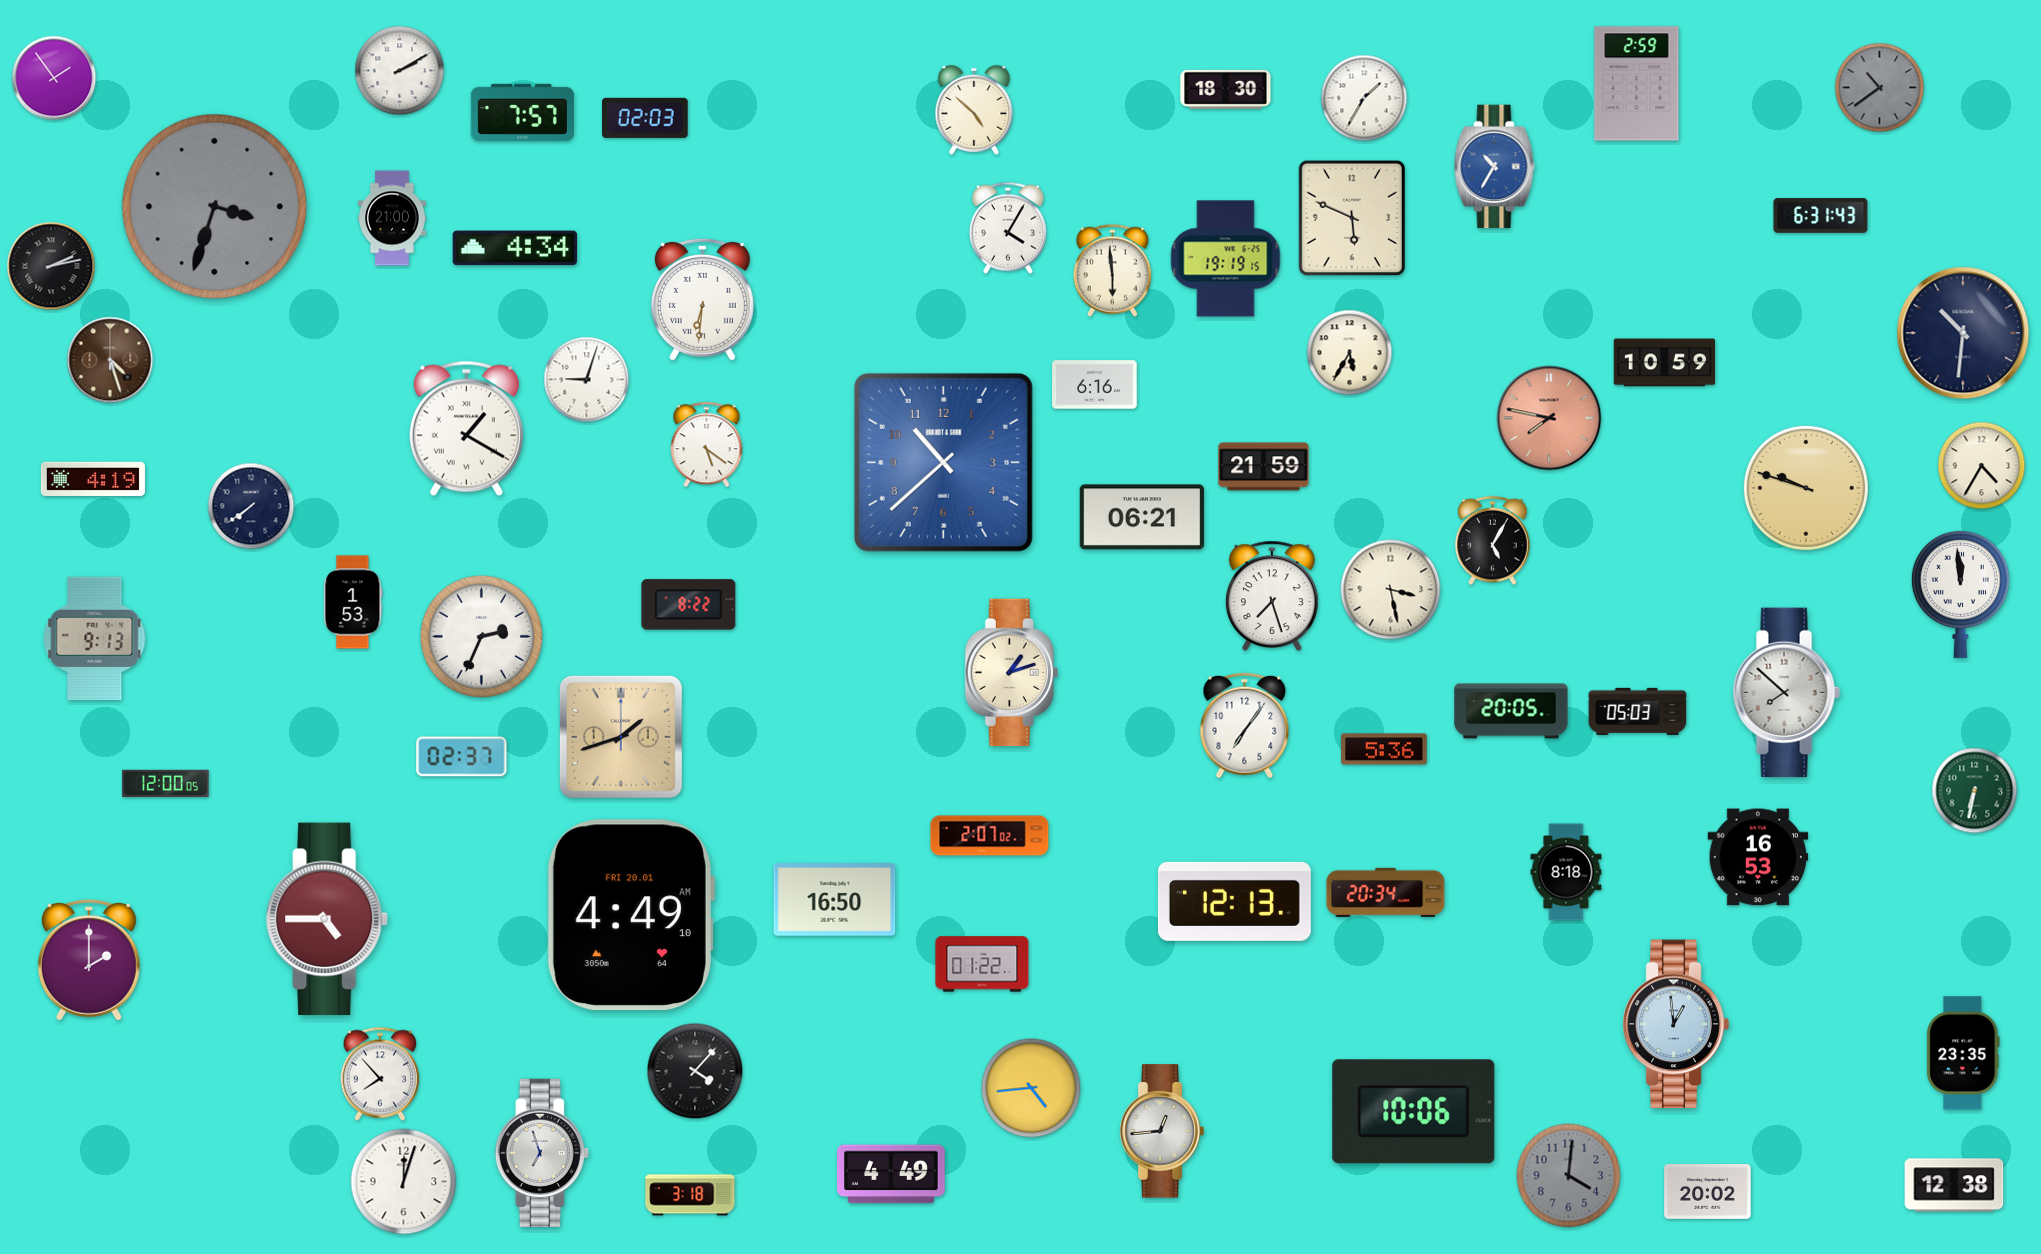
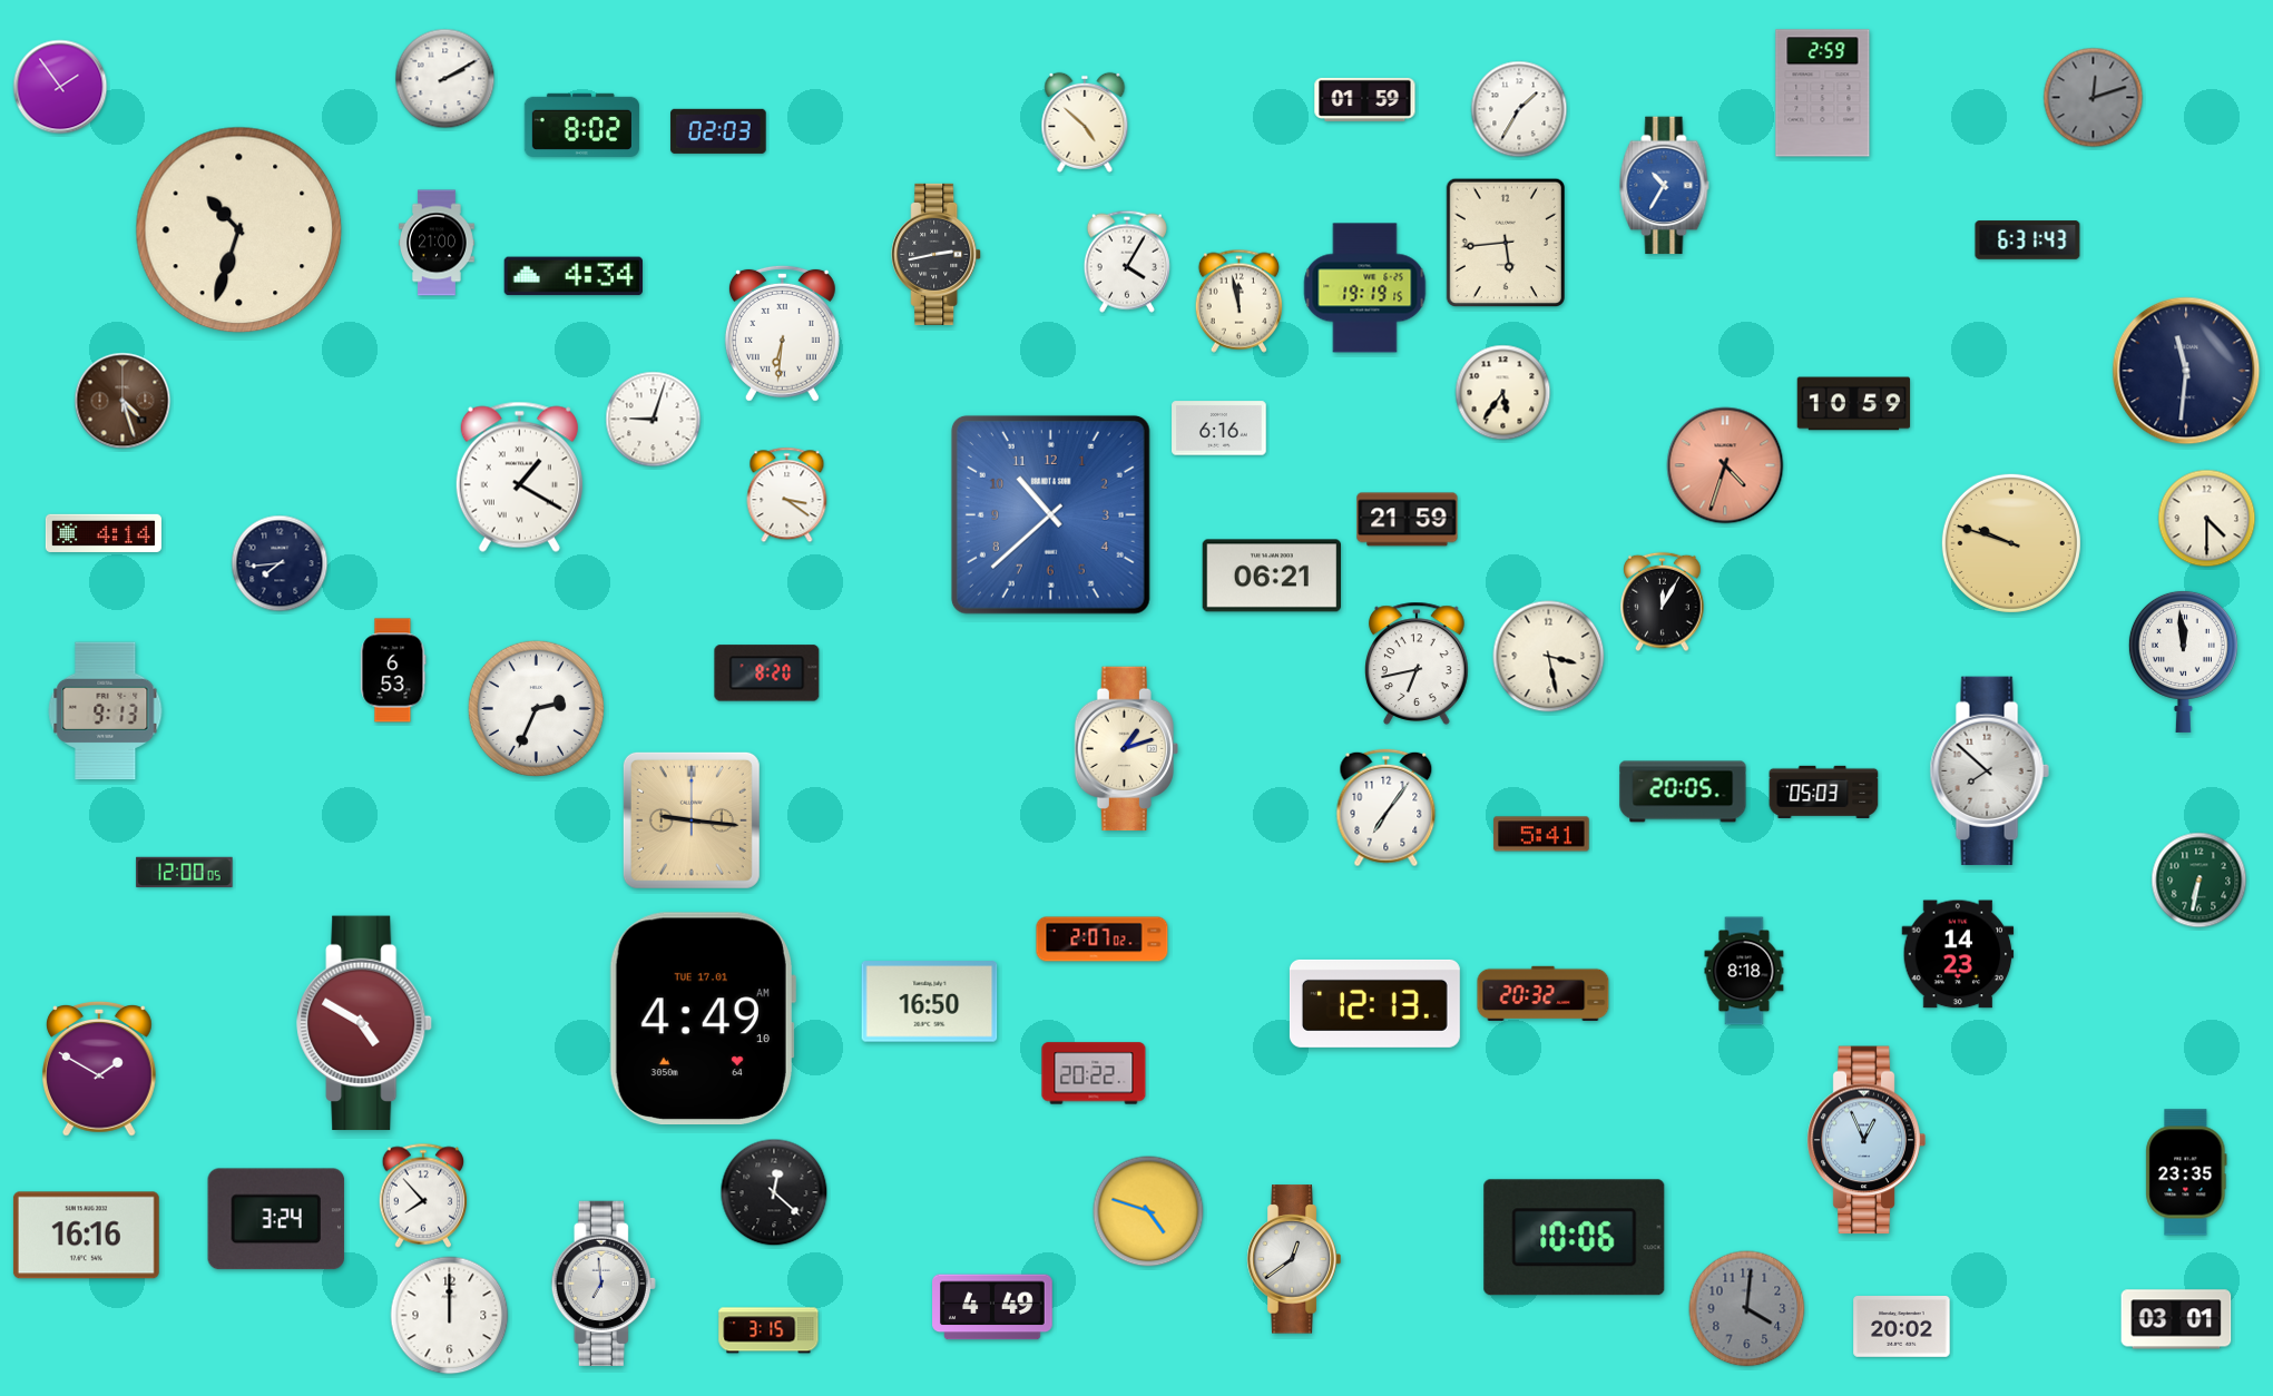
clock at (1880, 88): 10:39 -> 12:12
clock at (1226, 89): 18:30 -> 01:59
clock at (522, 112): 7:57 -> 8:02
clock at (215, 207): 3:33 -> 10:33
clock at (215, 207) dial: grey -> cream
clock at (1351, 217): 5:49 -> 5:44
clock at (937, 254): none -> 2:43
clock at (1008, 228) position: (1008, 228) -> (1127, 262)
clock at (51, 266): 2:13 -> none
clock at (1112, 270): 5:59 -> 11:58
clock at (1963, 333): 10:31 -> 11:31
clock at (1350, 353): 5:35 -> 5:36
clock at (587, 380) position: (587, 380) -> (654, 420)
clock at (1549, 418): 7:47 -> 4:33
clock at (707, 445): 5:21 -> 3:21
clock at (1982, 466): 4:35 -> 4:30
clock at (93, 478): 4:19 -> 4:14
clock at (251, 506): 7:39 -> 7:44
clock at (1493, 541): 5:05 -> 12:05
clock at (1273, 596): 7:27 -> 6:43
clock at (353, 602): 1:53 -> 6:53
clock at (689, 605): 8:22 -> 8:20
clock at (621, 737): 1:42 -> 9:16
clock at (1384, 749): 5:36 -> 5:41
clock at (462, 757): 02:37 -> none
clock at (990, 836) position: (990, 836) -> (1103, 940)
clock at (1758, 857): 16:53 -> 14:23
clock at (1386, 892): 20:34 -> 20:32
clock at (630, 915) date: FRI 20.01 -> TUE 17.01
clock at (327, 919): 4:45 -> 4:50
clock at (89, 961): 2:00 -> 1:50
clock at (982, 964): 01:22 -> 20:22
clock at (1676, 1024): 12:59 -> 12:56
clock at (695, 1071): 4:07 -> 12:22
clock at (1031, 1088): 4:44 -> 4:48
clock at (276, 1219): none -> 3:24
clock at (86, 1236): none -> 16:16
clock at (1162, 1131): 12:44 -> 12:39
clock at (542, 1153): 6:57 -> 6:59
clock at (404, 1182): 12:03 -> 12:00
clock at (1954, 1185): 12:38 -> 03:01
clock at (690, 1195): 3:18 -> 3:15
